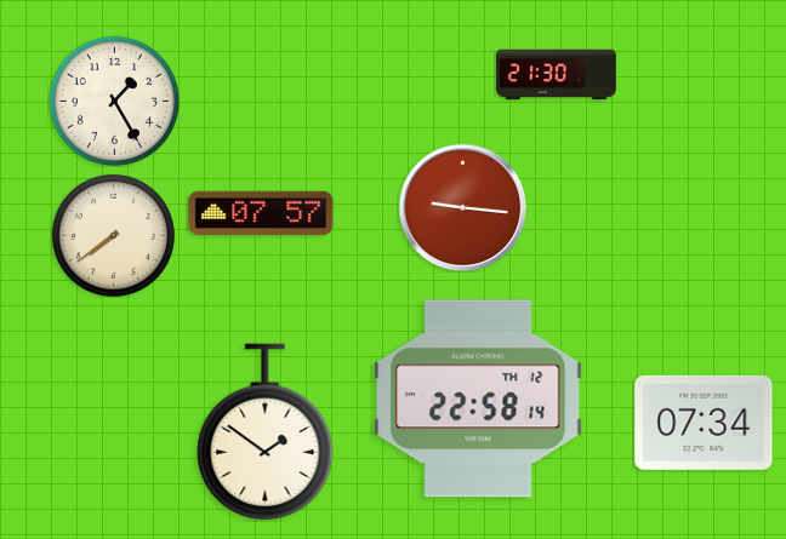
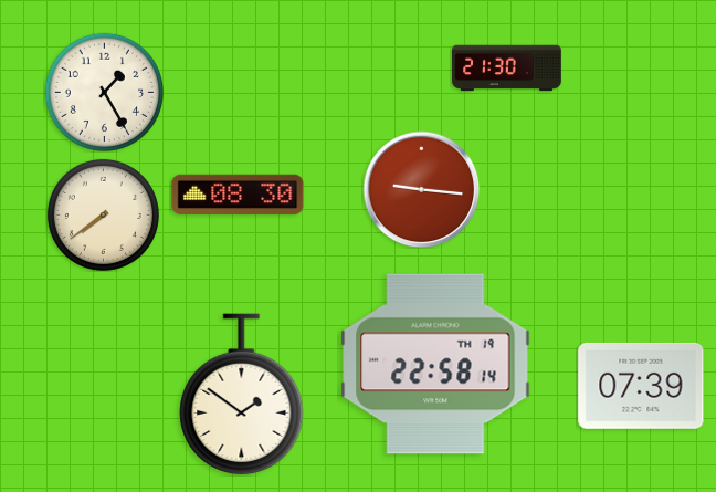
clock at (261, 212): 07:57 -> 08:30
clock at (478, 398) date: TH 12 -> TH 19
clock at (704, 423): 07:34 -> 07:39
